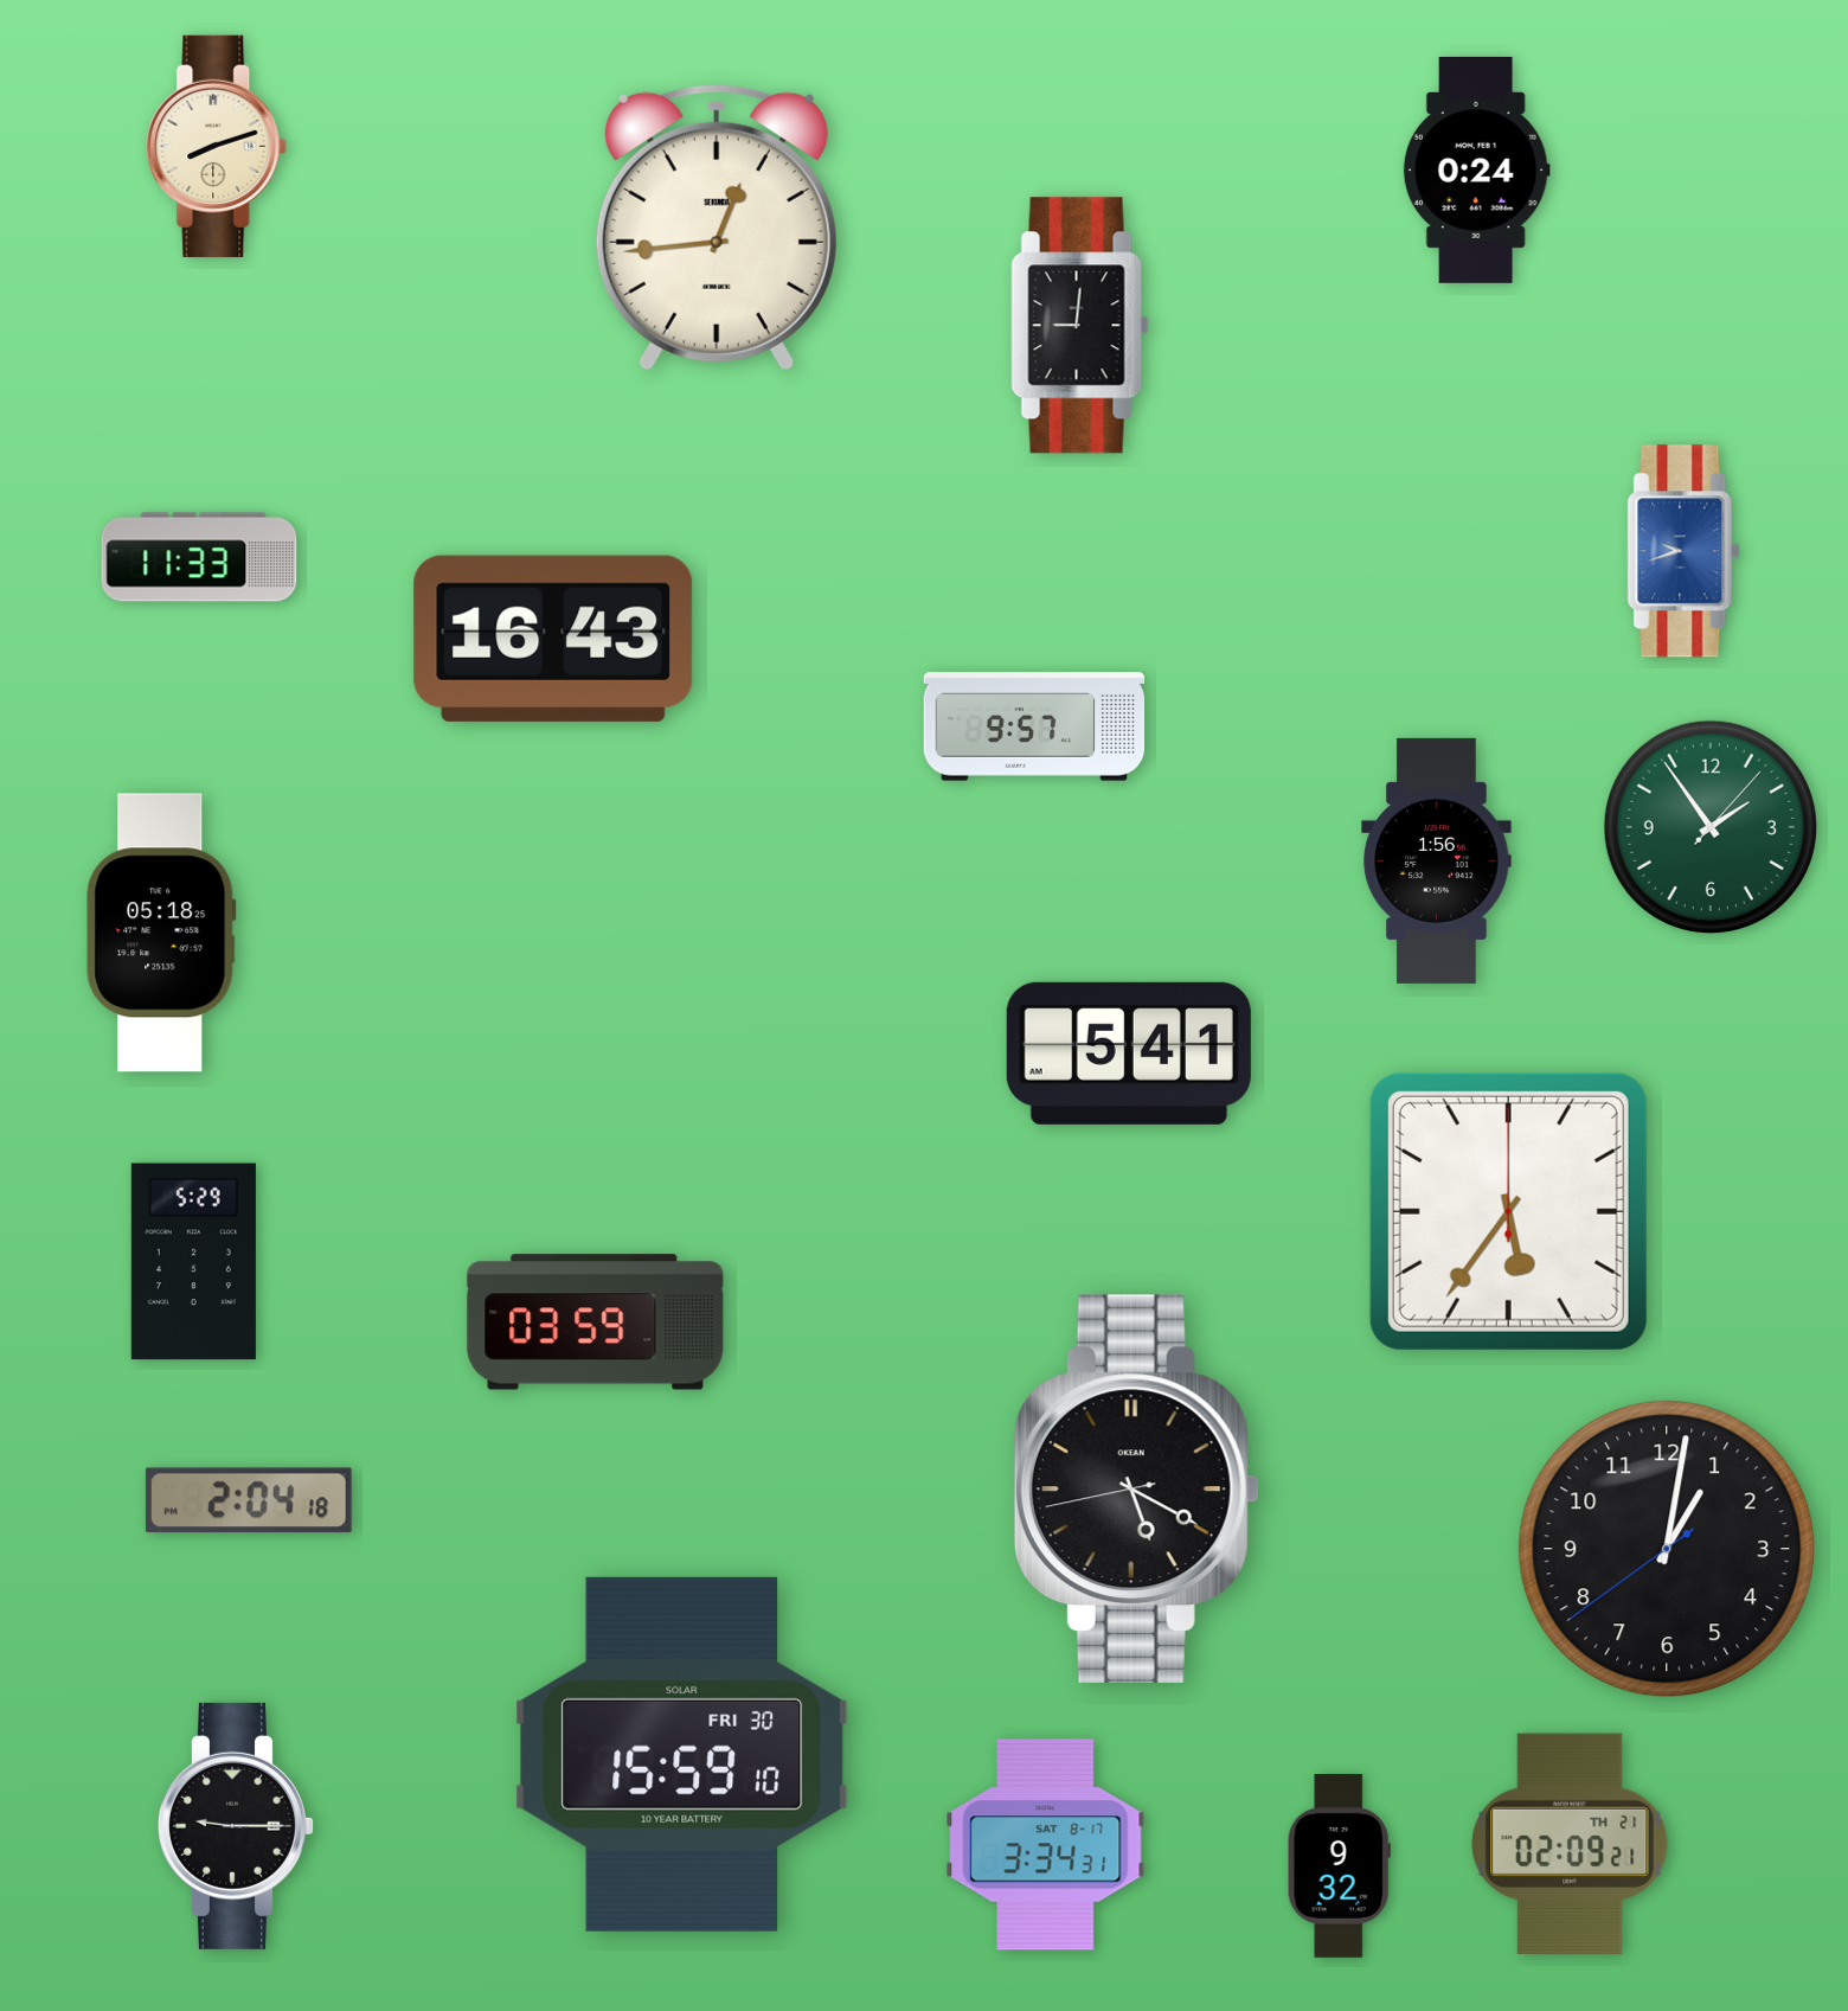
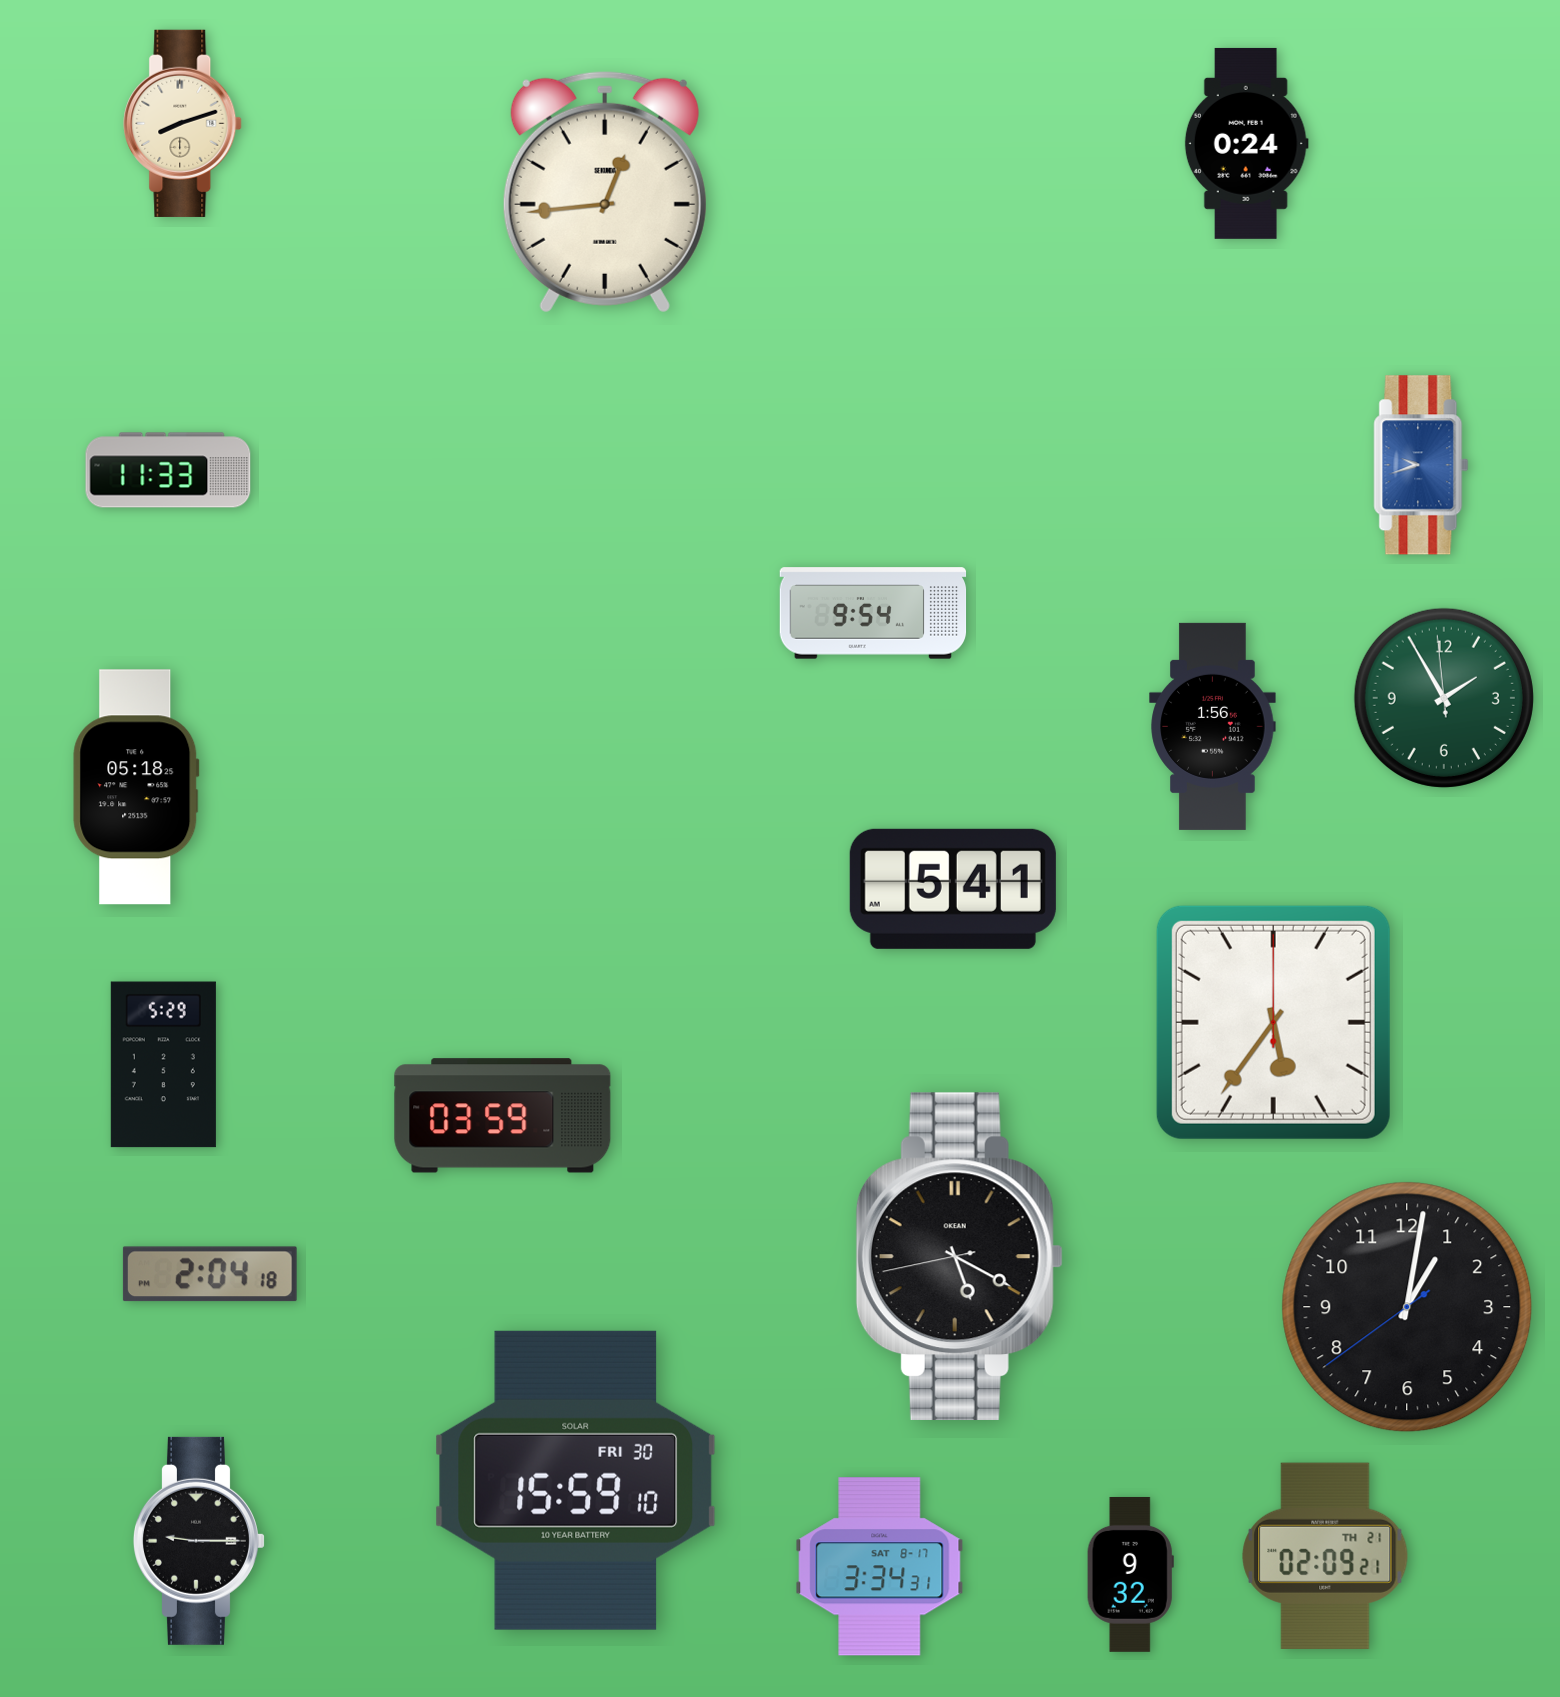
clock at (1080, 326): 9:01 -> none
clock at (553, 639): 16:43 -> none
clock at (1034, 726): 9:57 -> 9:54
clock at (1711, 827): 1:54:07 -> 1:54:59
clock at (249, 1500) position: (249, 1500) -> (210, 1274)
clock at (1046, 1845) position: (1046, 1845) -> (880, 1567)
